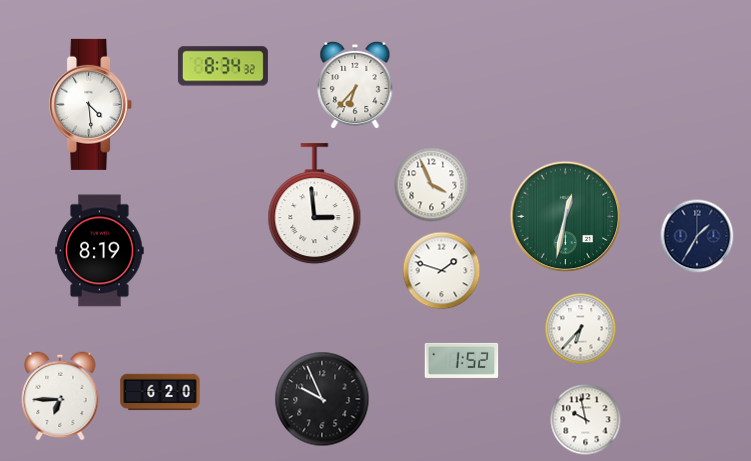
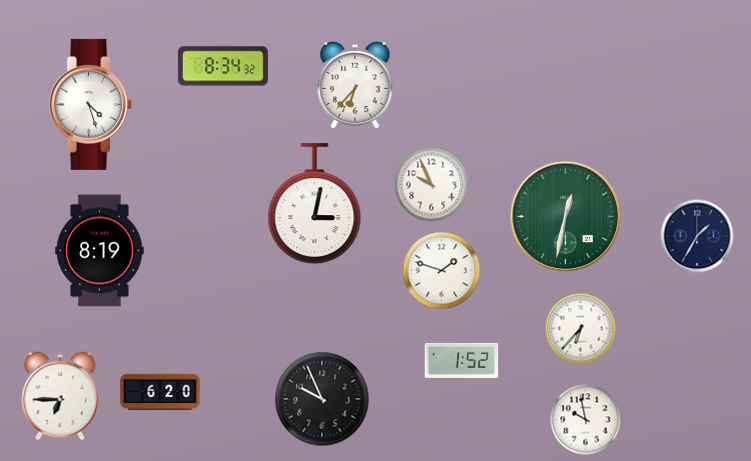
clock at (91, 104): 4:29 -> 4:27
clock at (432, 185): 3:56 -> 9:56
clock at (315, 204): 2:59 -> 3:02
